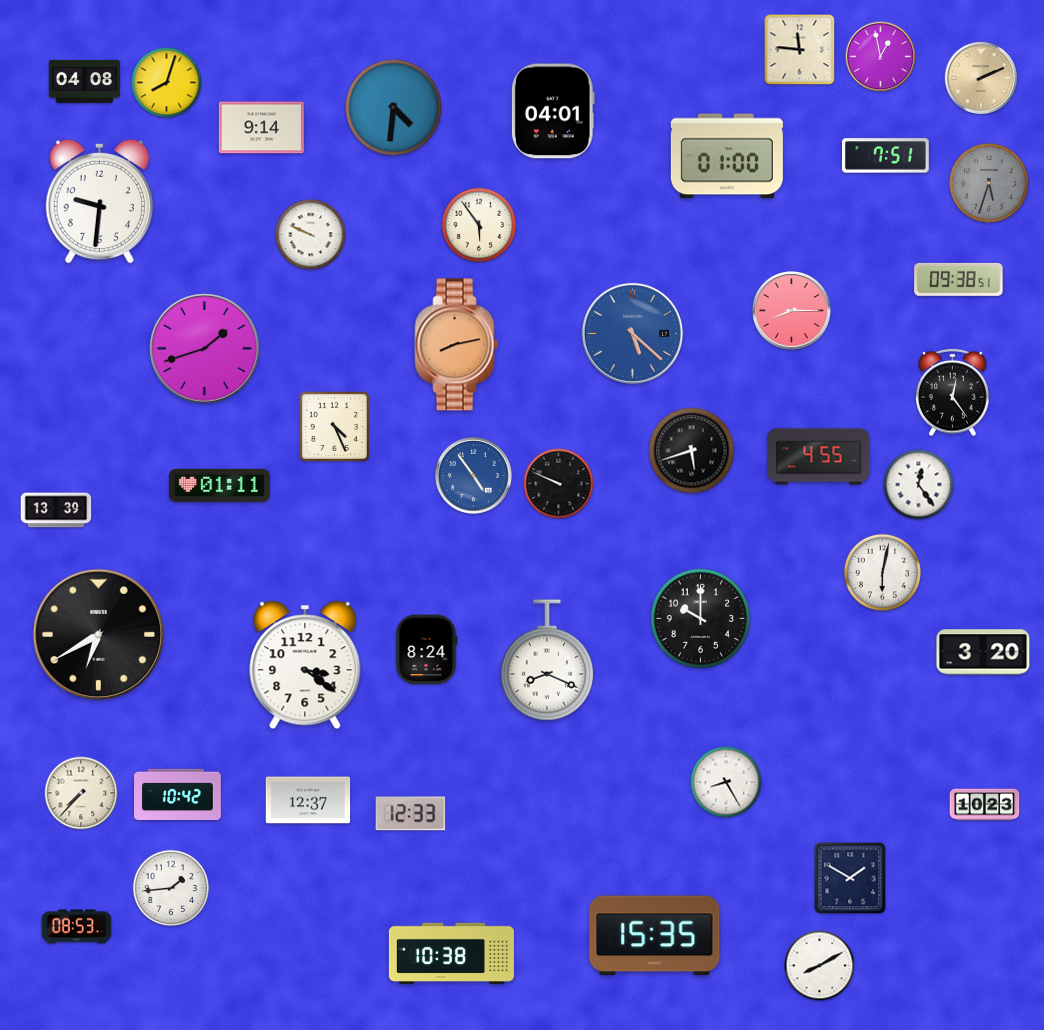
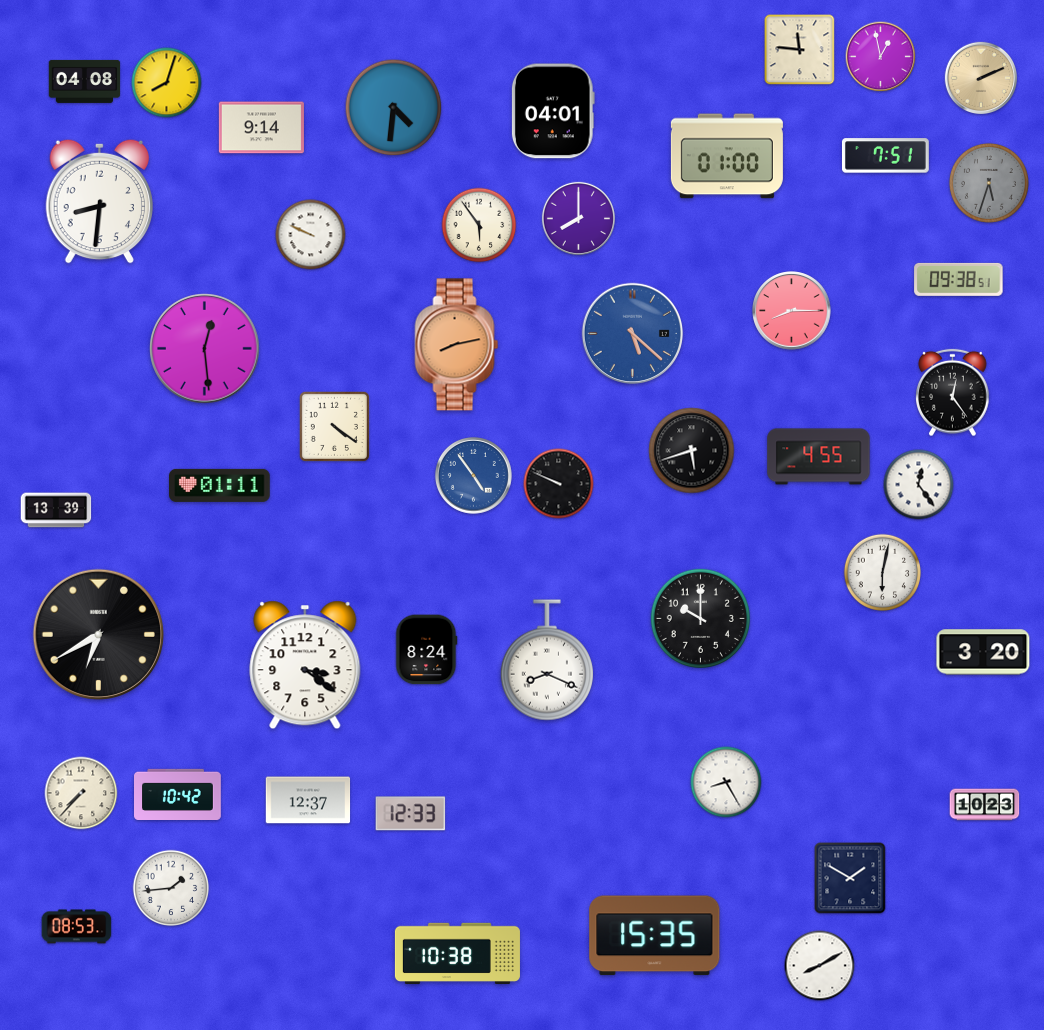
clock at (99, 201): 9:31 -> 8:31
clock at (578, 218): none -> 8:00
clock at (205, 349): 1:42 -> 12:29
clock at (334, 426): 4:26 -> 4:21
clock at (451, 954) position: (451, 954) -> (457, 954)
